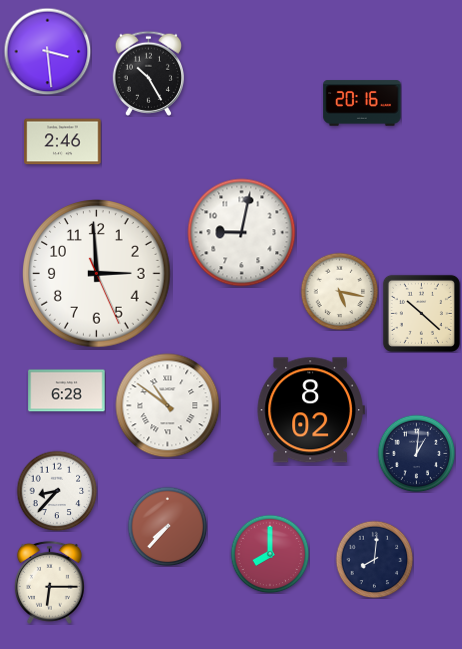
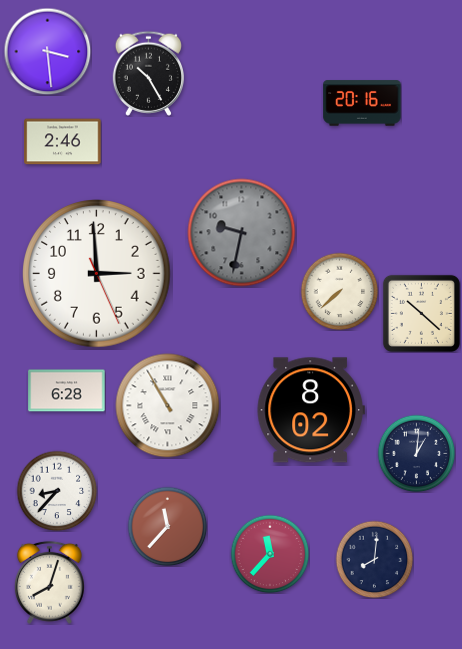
clock at (242, 233): 9:02 -> 9:32
clock at (242, 233) dial: white -> grey
clock at (339, 291): 5:17 -> 7:38
clock at (168, 406): 10:51 -> 10:55
clock at (167, 526): 7:37 -> 11:37
clock at (270, 554): 8:00 -> 11:37
clock at (49, 582): 6:15 -> 8:03
